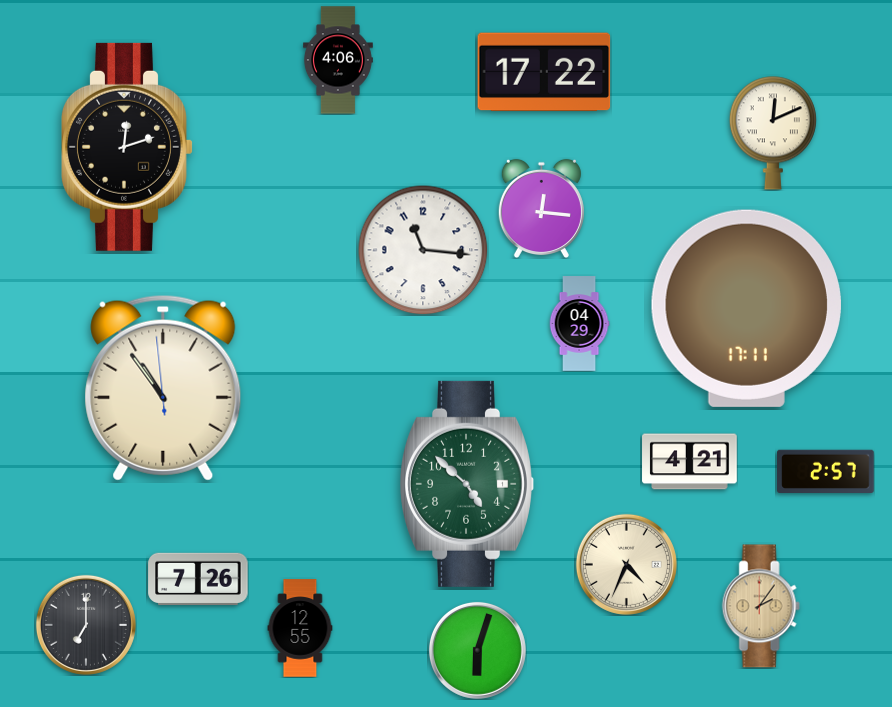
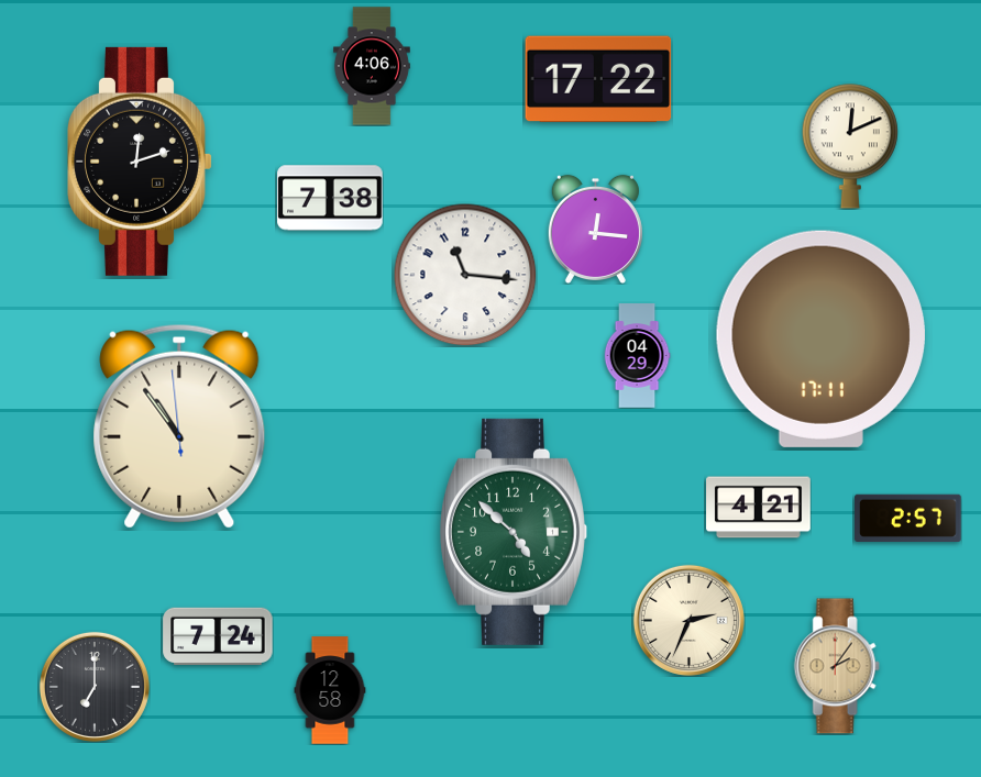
clock at (330, 198): none -> 7:38
clock at (626, 564): 4:34 -> 2:34
clock at (198, 579): 7:26 -> 7:24
clock at (300, 628): 12:55 -> 12:58
clock at (477, 650): 6:03 -> none
